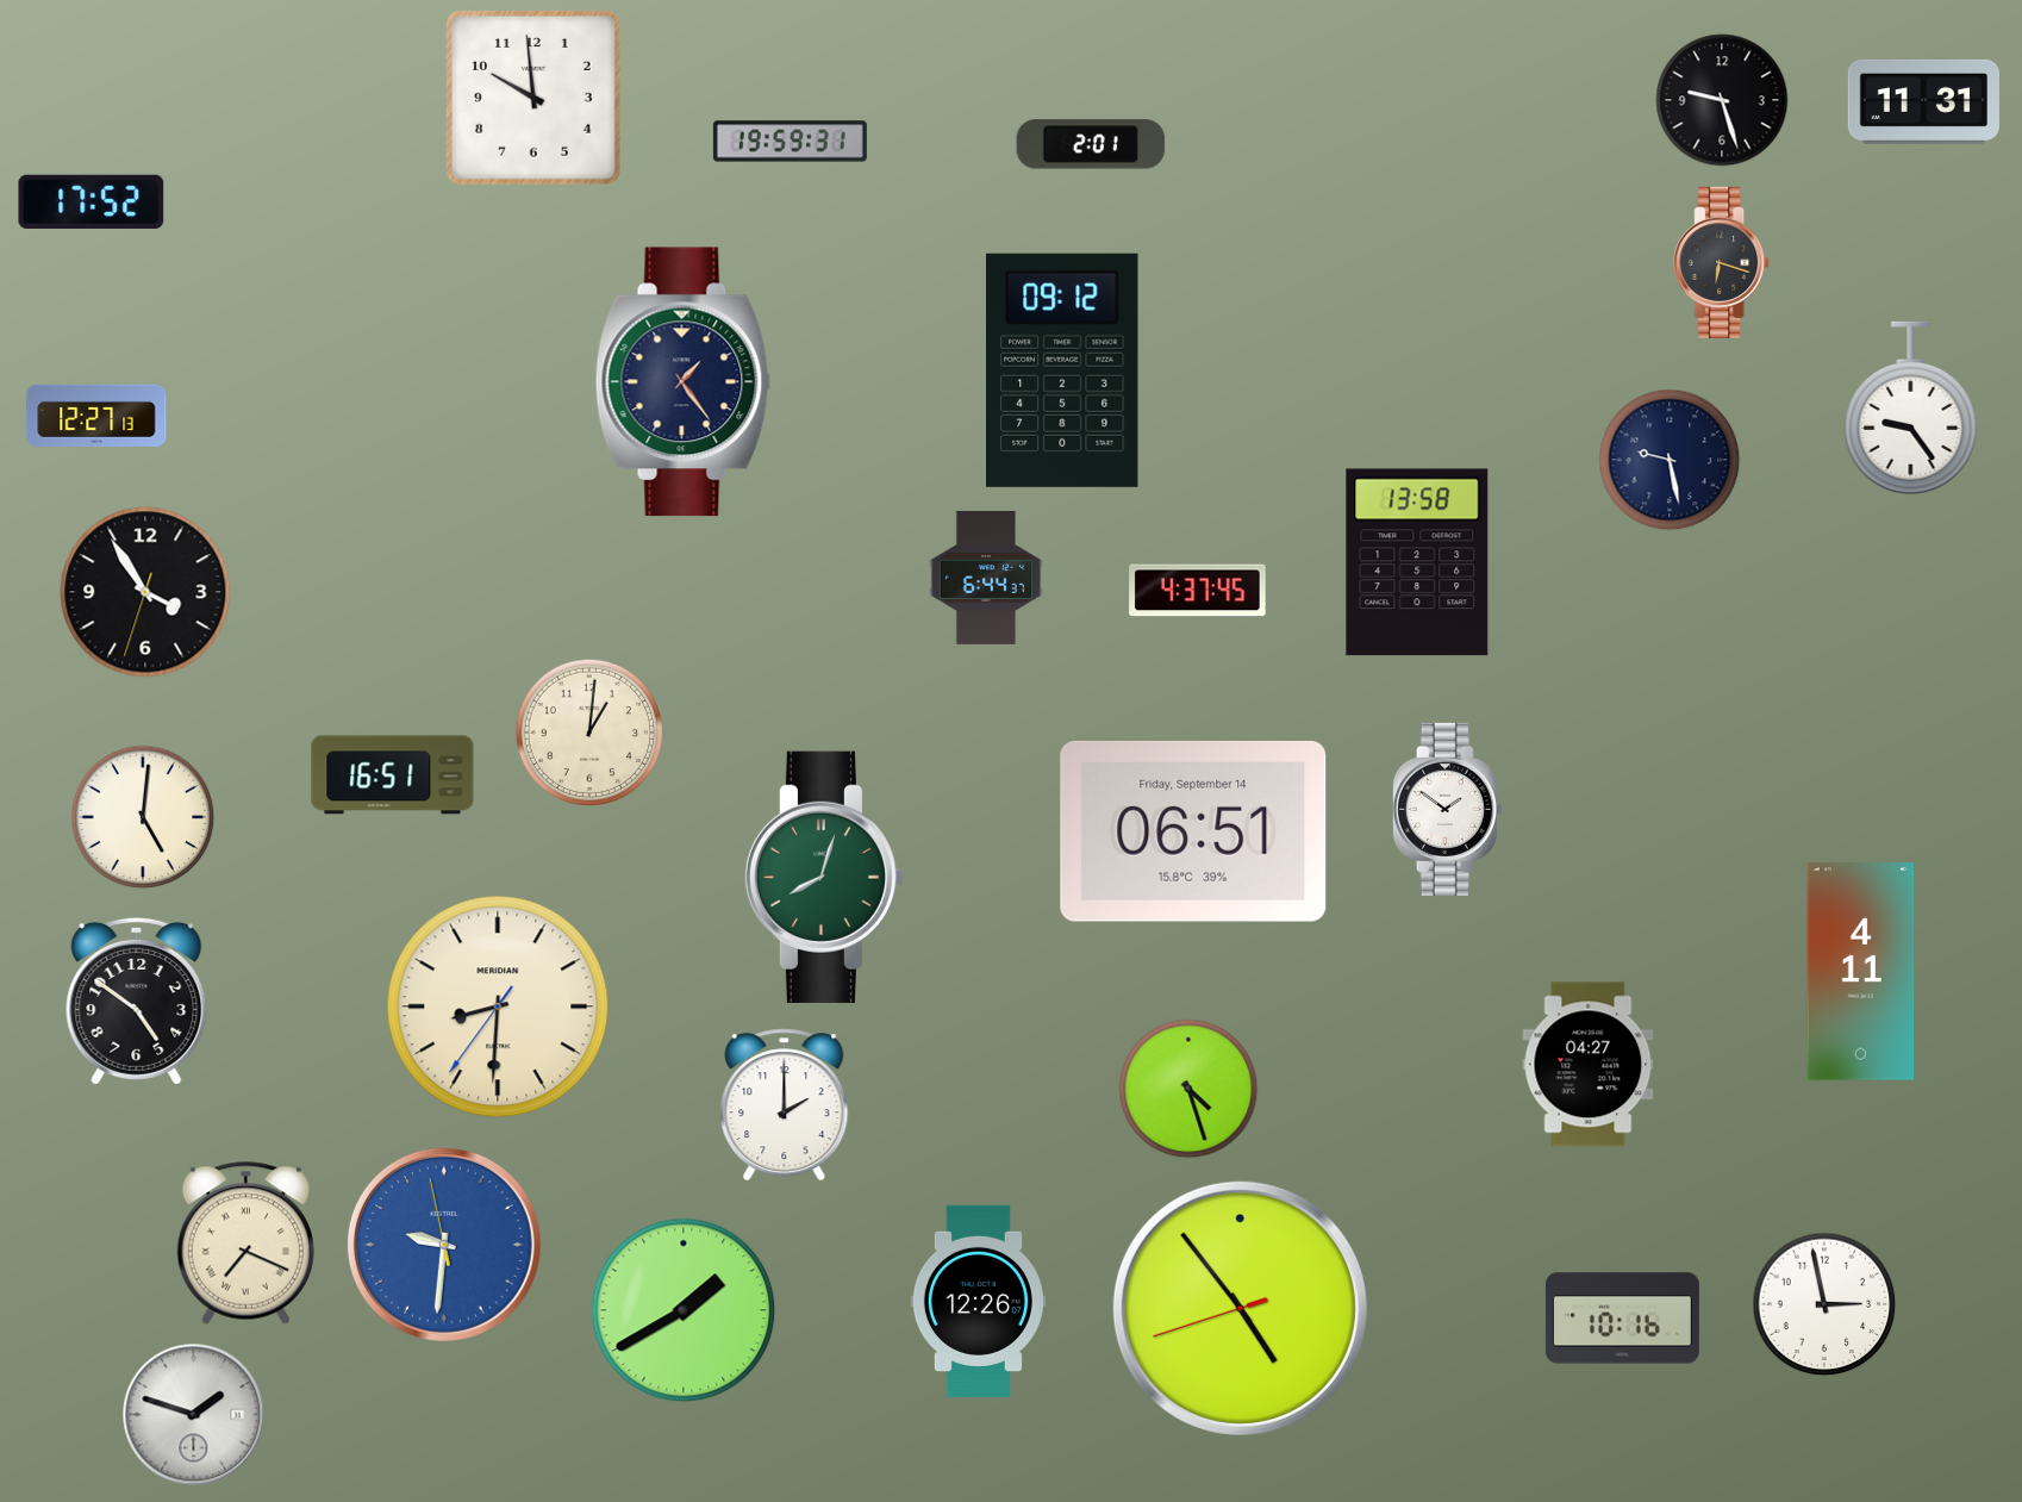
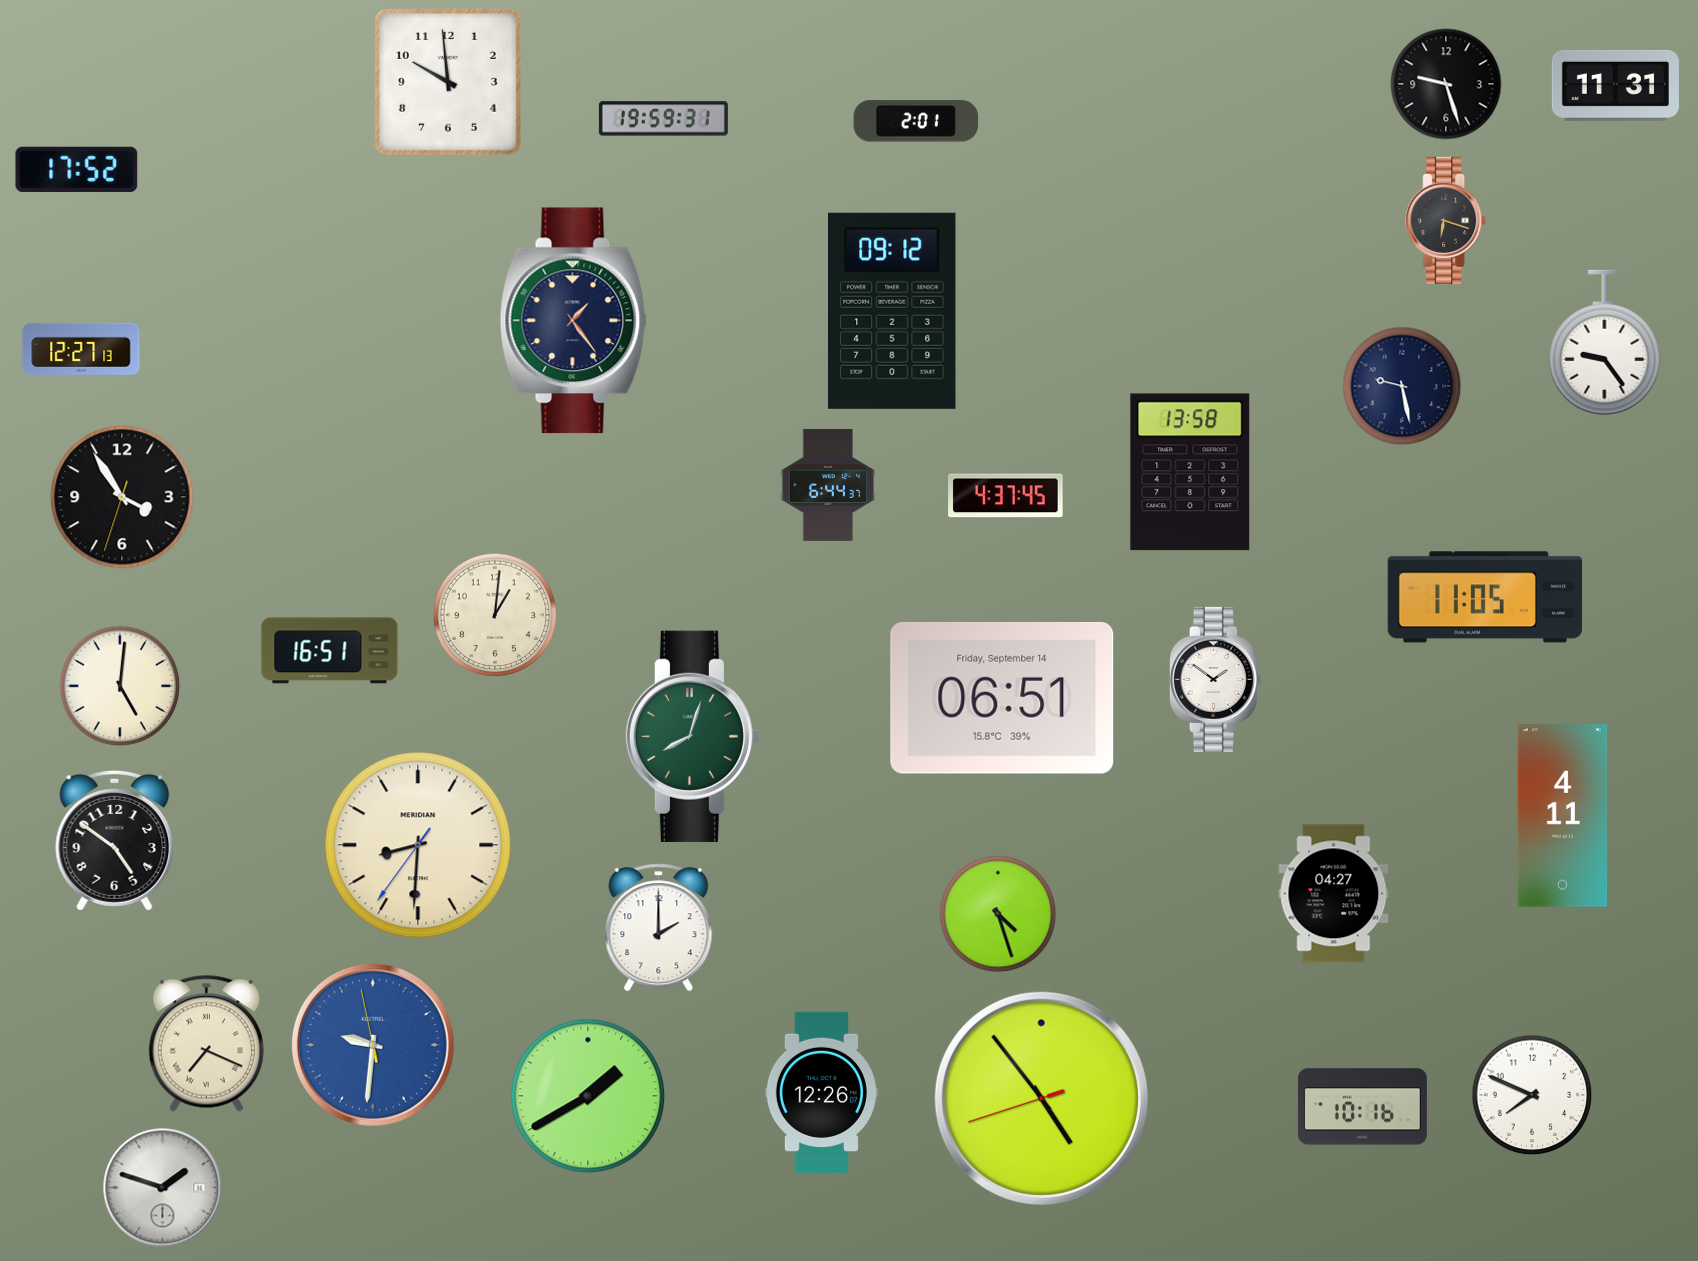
clock at (1484, 597): none -> 11:05
clock at (1824, 1304): 2:58 -> 7:49
clock at (684, 1310) position: (684, 1310) -> (588, 1096)
